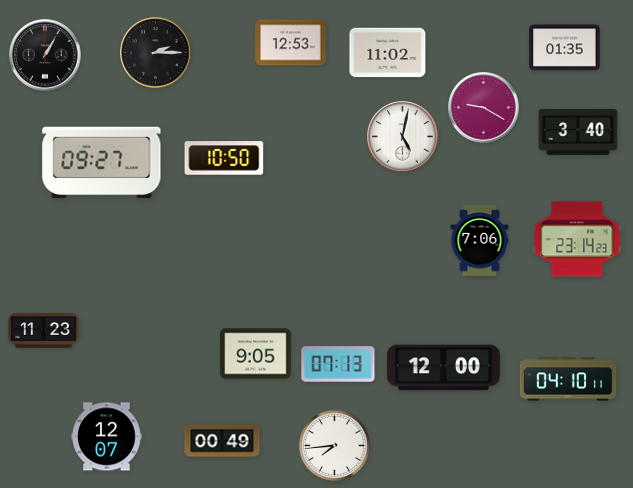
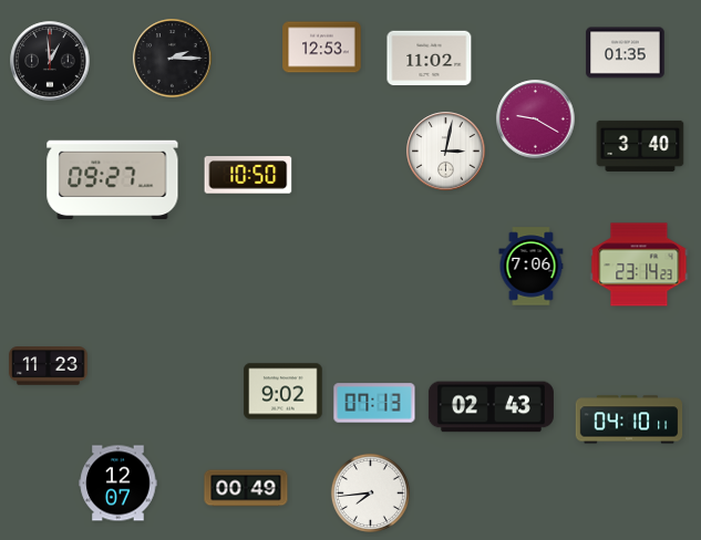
clock at (45, 55): 1:05 -> 12:59
clock at (403, 137): 5:02 -> 3:02
clock at (256, 354): 9:05 -> 9:02
clock at (443, 368): 12:00 -> 02:43
